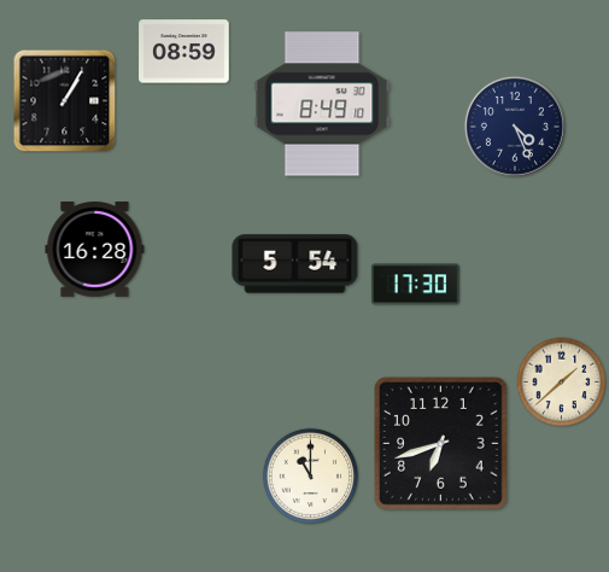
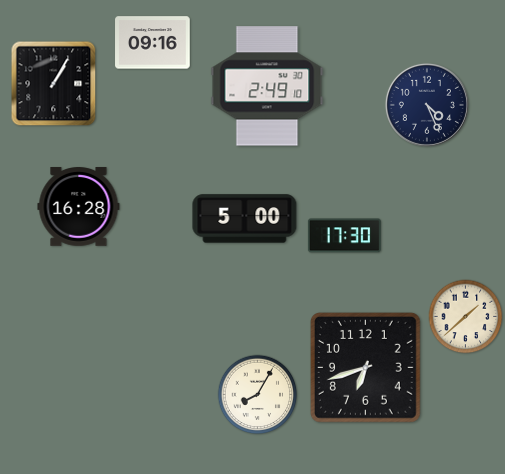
clock at (185, 52): 08:59 -> 09:16
clock at (322, 104): 8:49 -> 2:49
clock at (295, 264): 5:54 -> 5:00
clock at (311, 477): 11:00 -> 8:05
